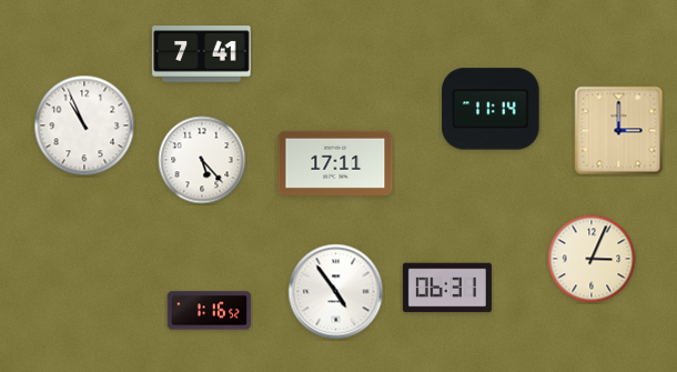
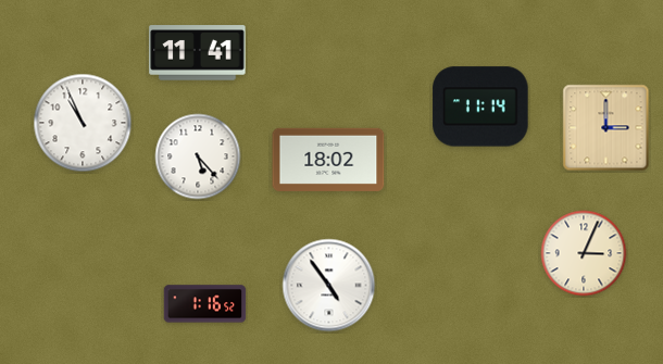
clock at (202, 54): 7:41 -> 11:41
clock at (335, 163): 17:11 -> 18:02
clock at (592, 259) position: (592, 259) -> (584, 253)
clock at (447, 288): 06:31 -> none
